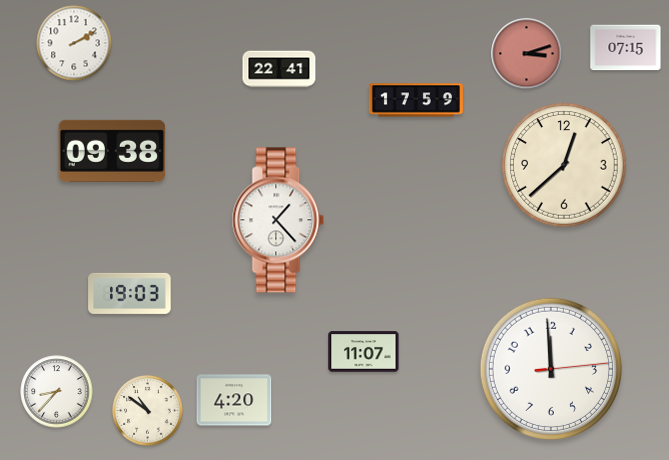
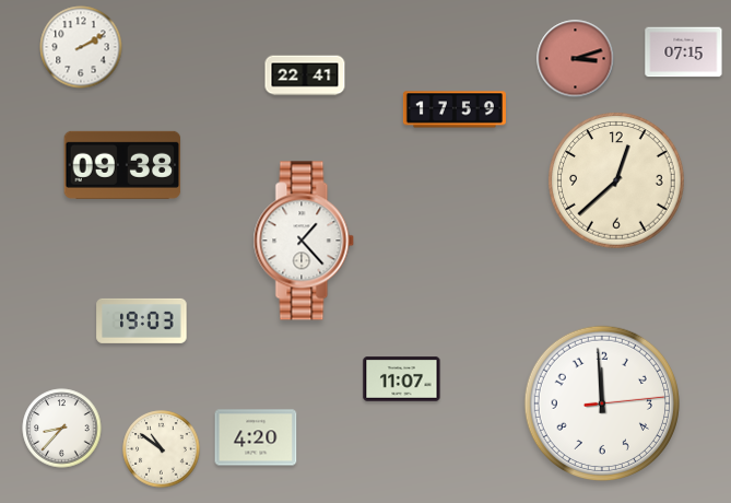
clock at (364, 352) position: (364, 352) -> (402, 379)
